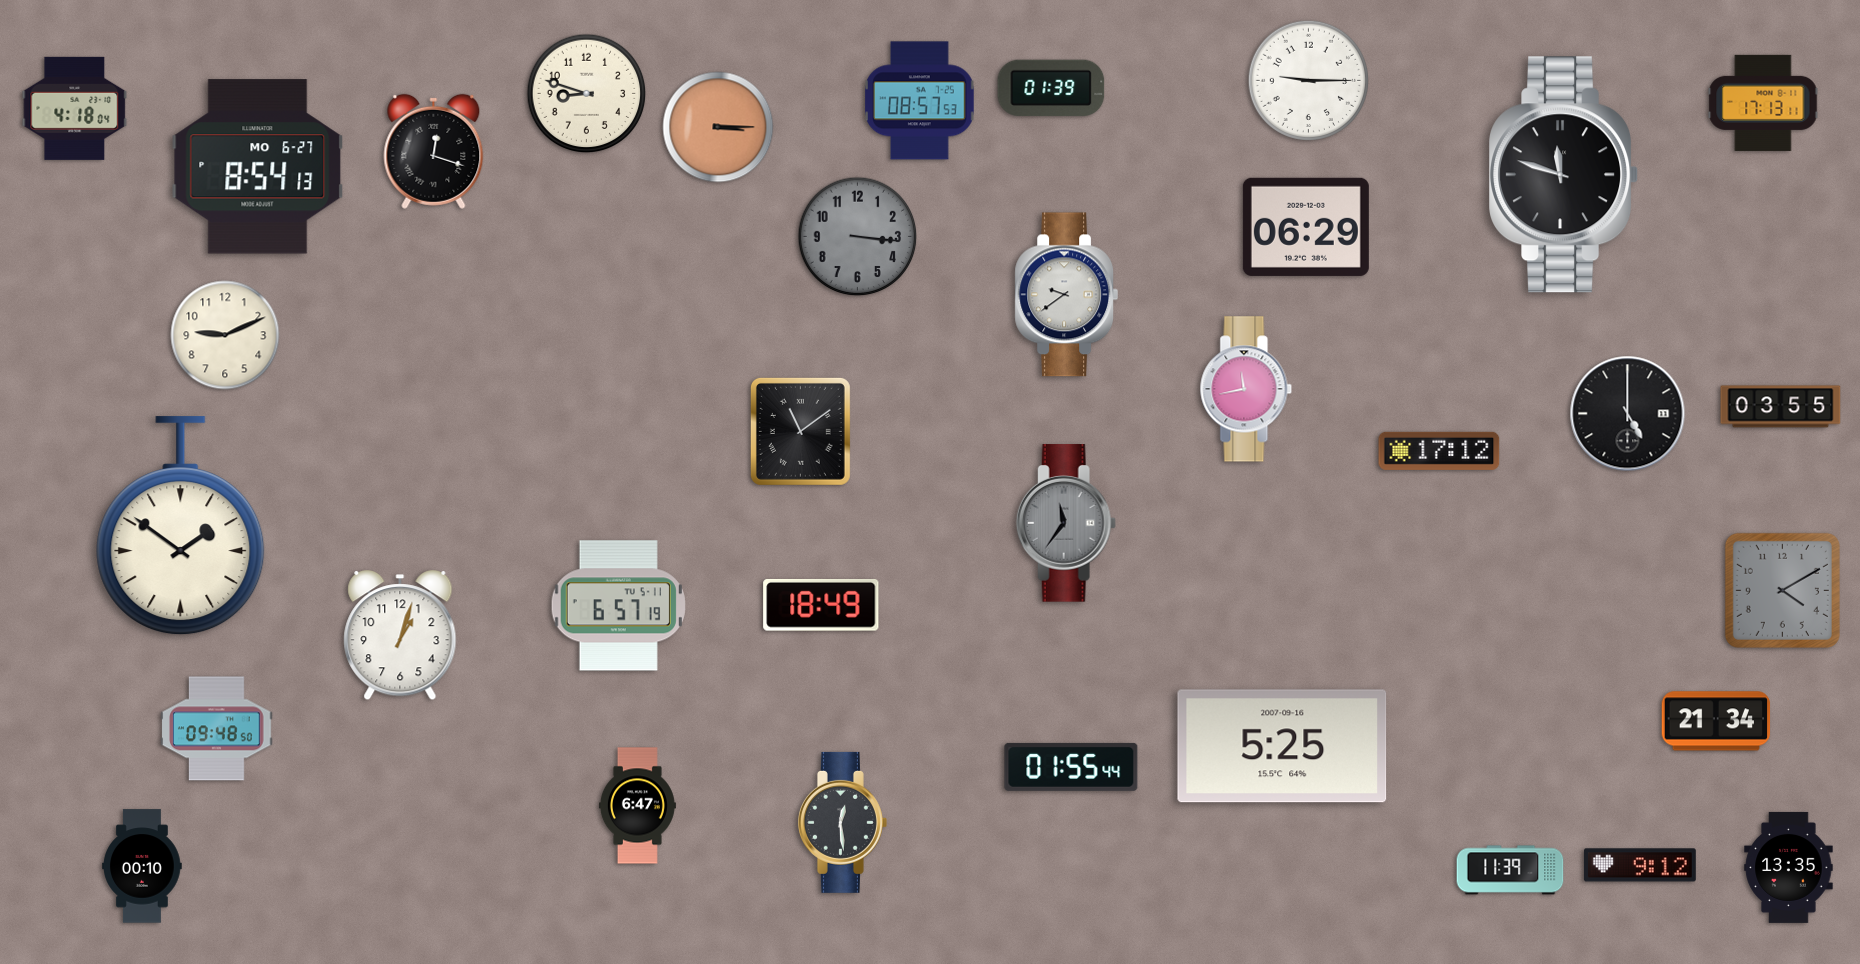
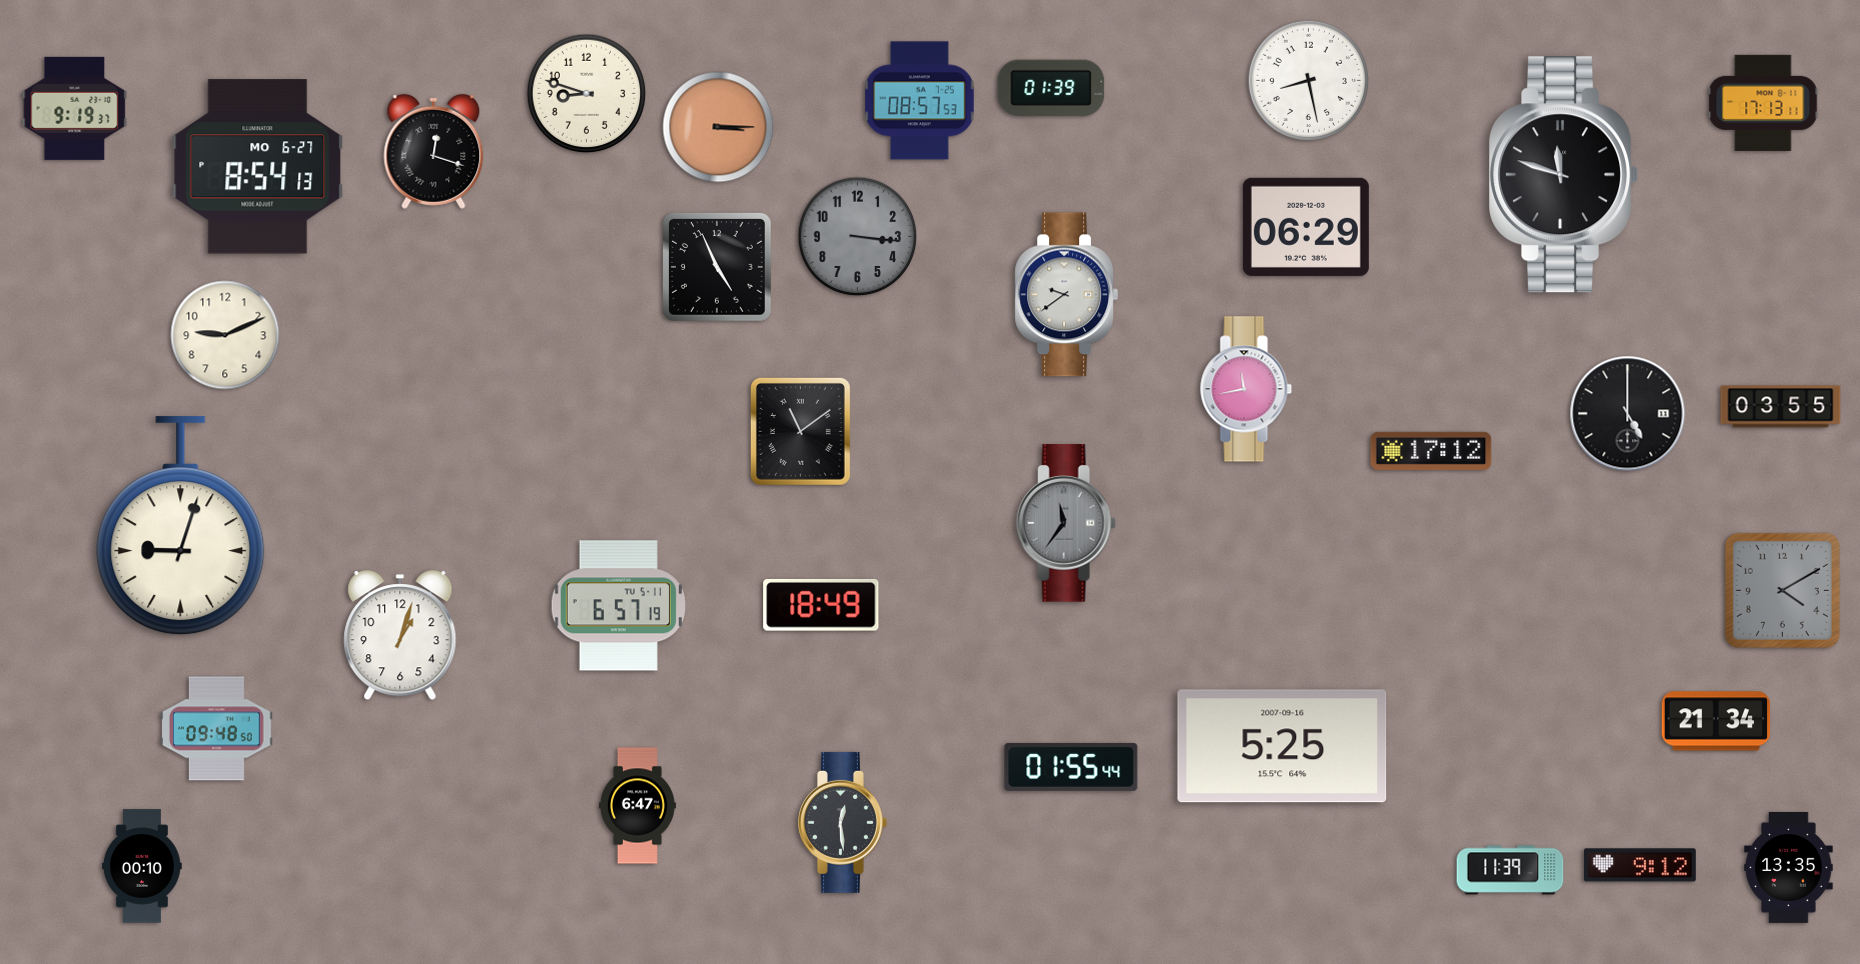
clock at (1308, 80): 9:15 -> 8:28
clock at (75, 108): 4:18 -> 9:19
clock at (718, 268): none -> 4:56
clock at (1439, 451) position: (1439, 451) -> (1431, 451)
clock at (181, 526): 1:51 -> 9:03
